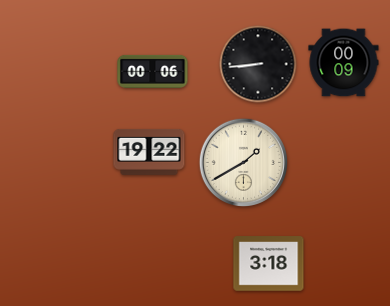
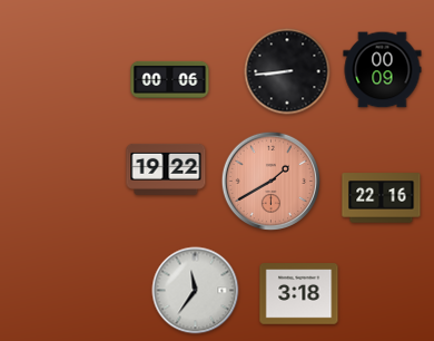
clock at (243, 162) dial: cream -> salmon
clock at (382, 198): none -> 22:16
clock at (196, 291): none -> 11:36
